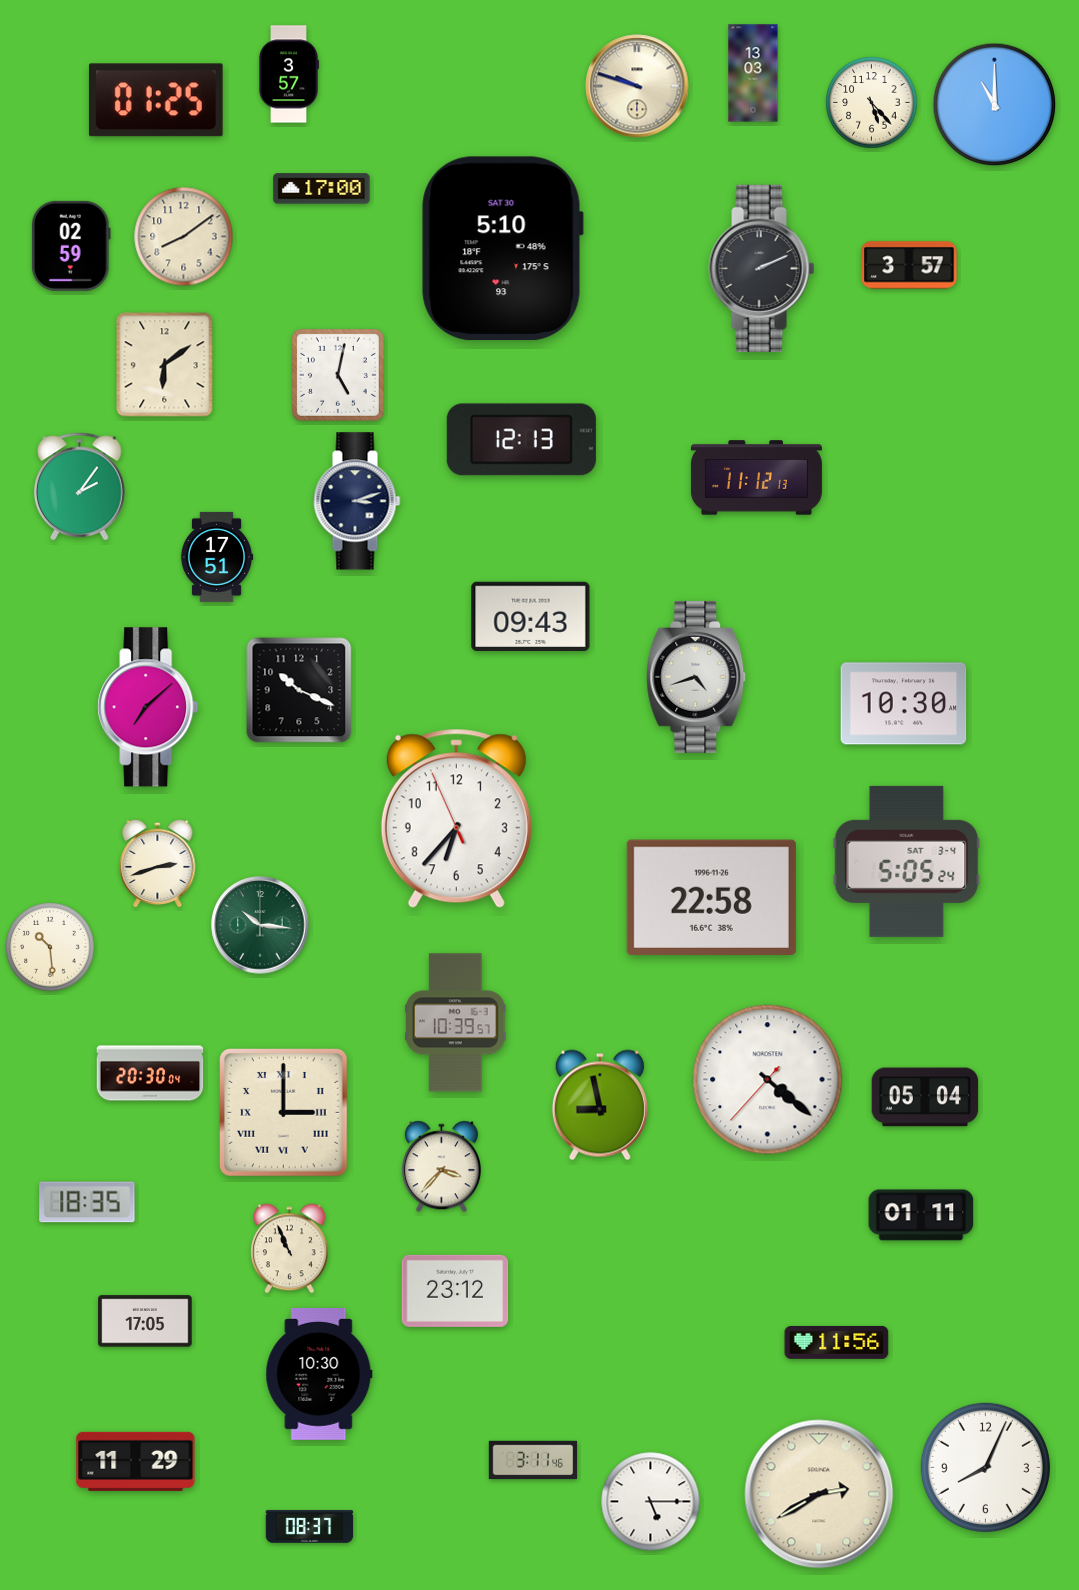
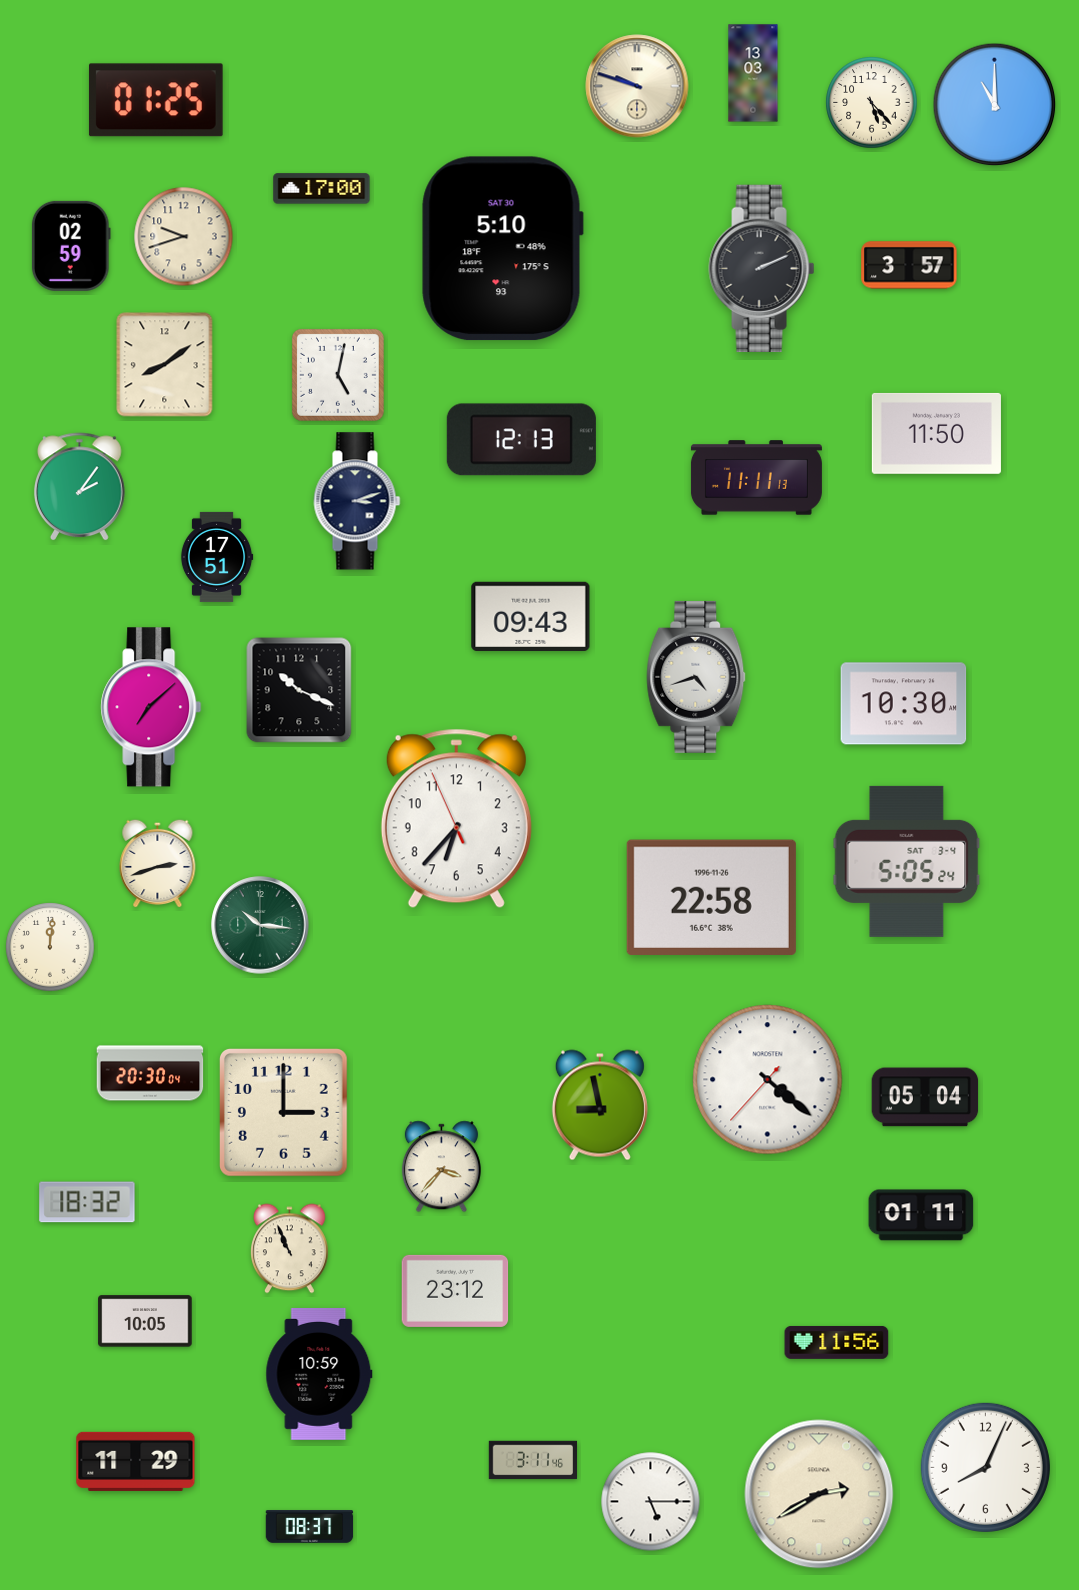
clock at (288, 74): 3:57 -> none
clock at (184, 237): 8:09 -> 9:42
clock at (165, 365): 6:09 -> 8:09
clock at (936, 433): none -> 11:50
clock at (756, 478): 11:12 -> 11:11
clock at (148, 707) position: (148, 707) -> (151, 707)
clock at (50, 947): 10:29 -> 12:01
clock at (456, 1023): 10:39 -> none
clock at (283, 1112) numerals: Roman -> Arabic
clock at (87, 1202): 18:35 -> 18:32
clock at (145, 1321): 17:05 -> 10:05
clock at (319, 1374): 10:30 -> 10:59
